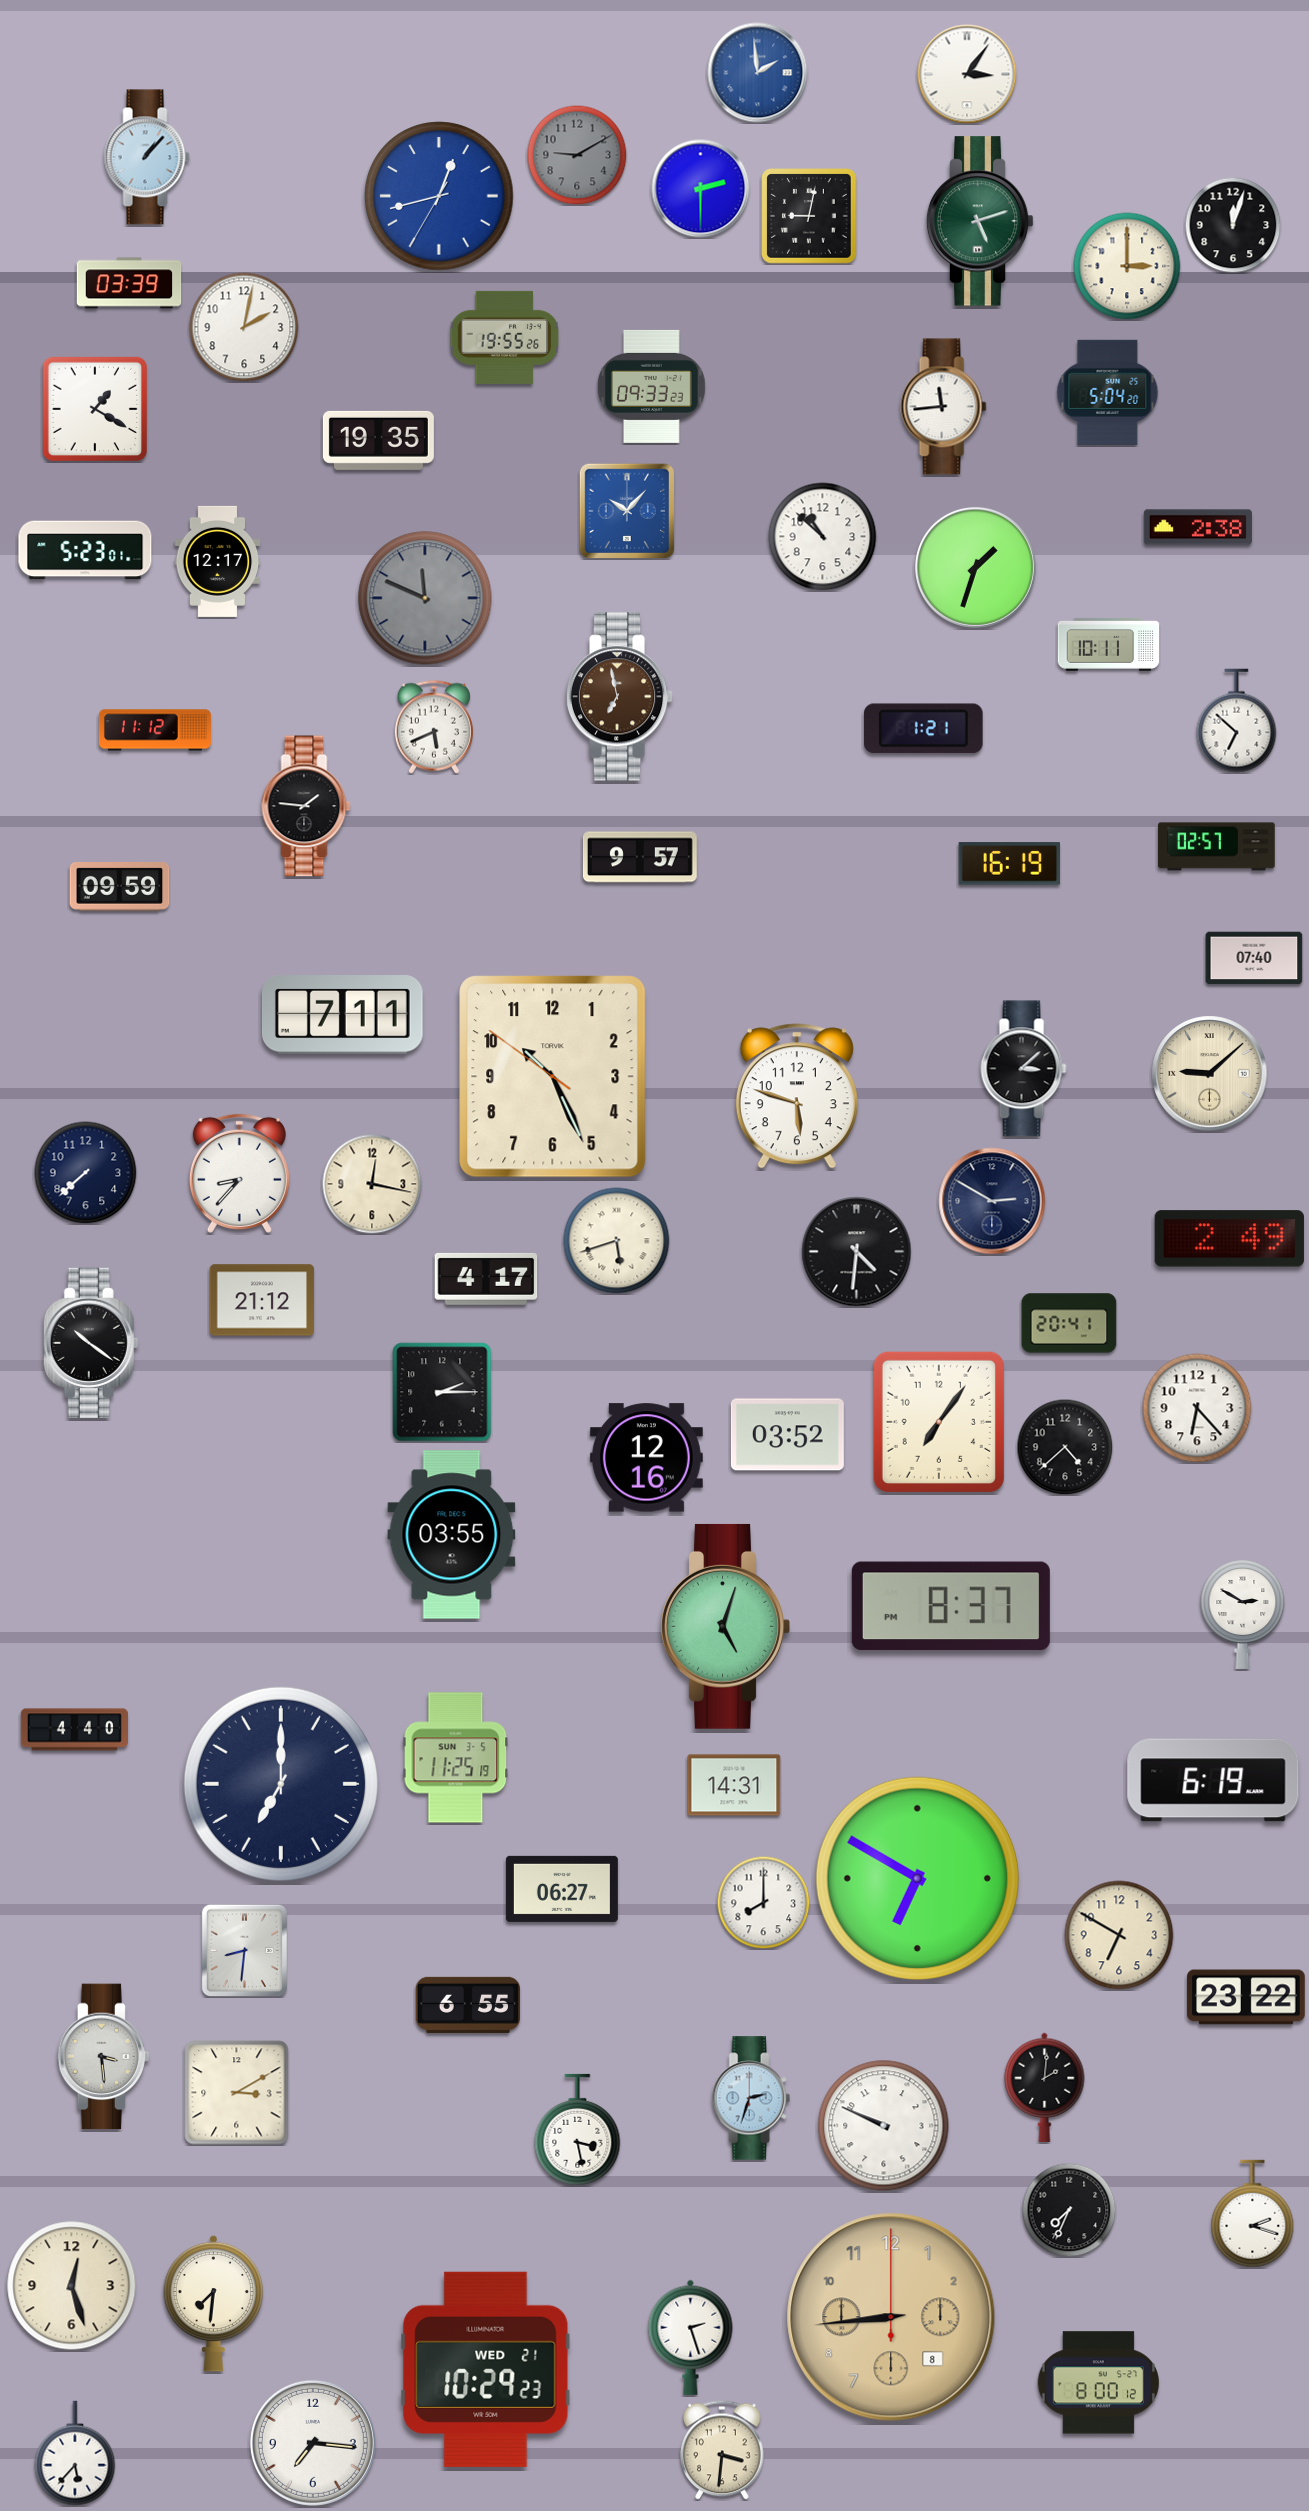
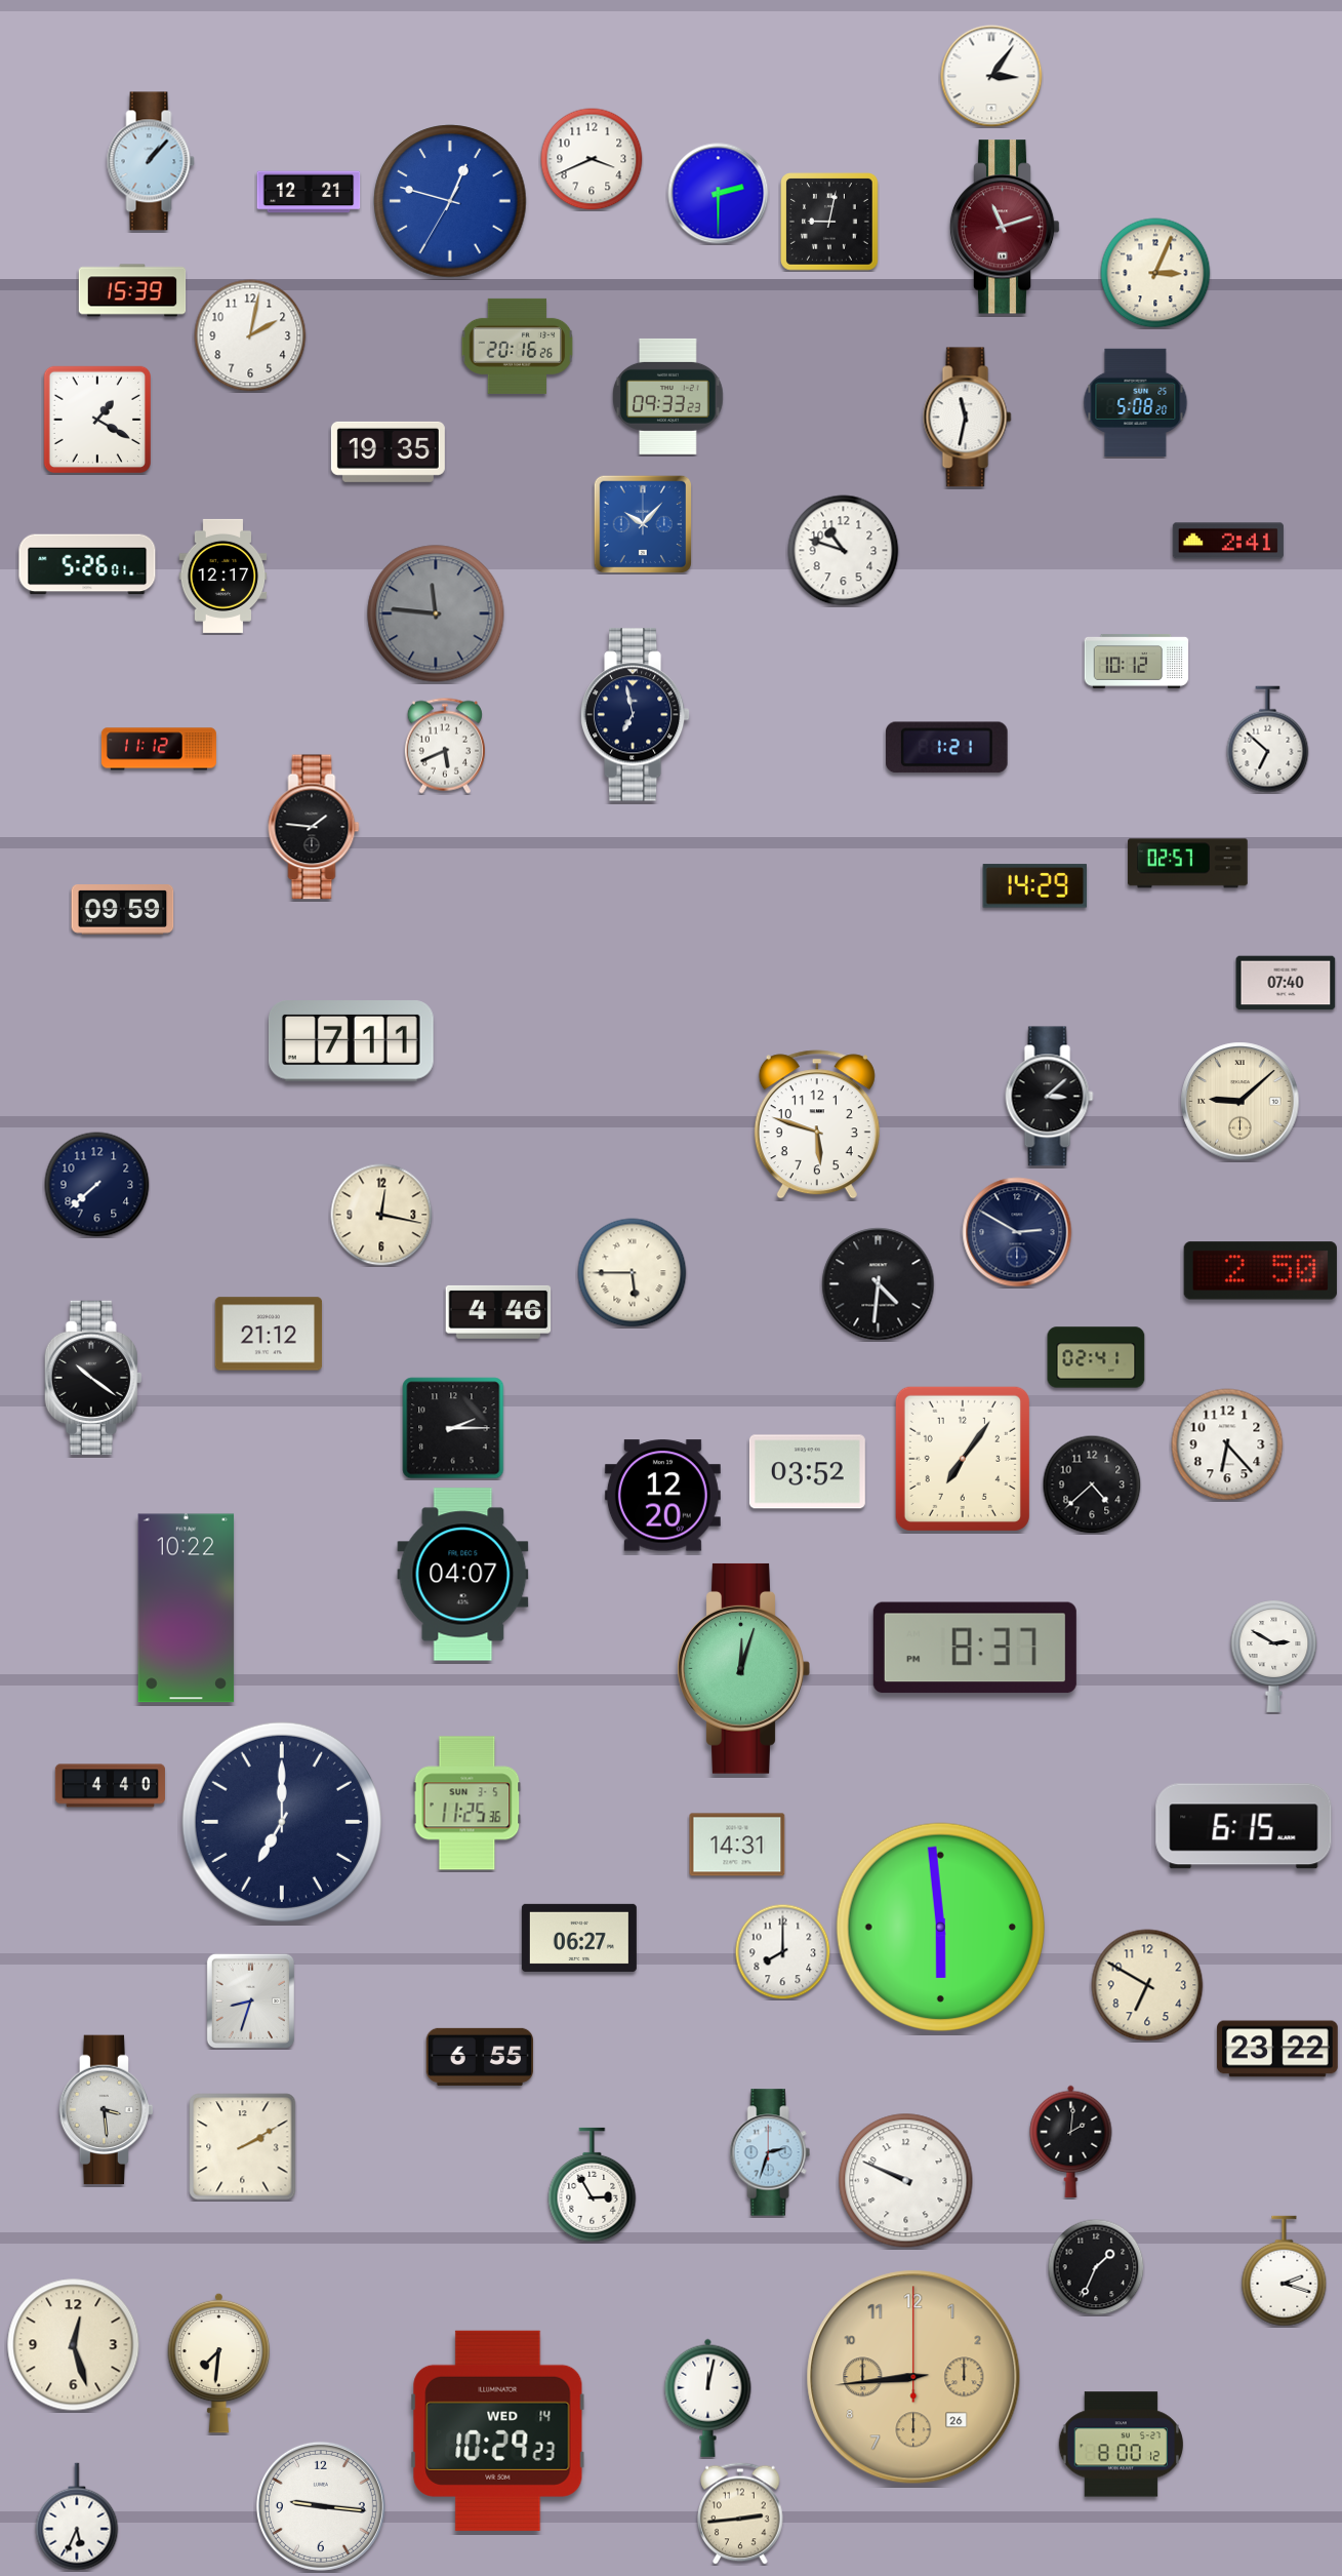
clock at (758, 73): 1:59 -> none
clock at (577, 155): 9:10 -> 3:41
clock at (577, 155) dial: grey -> white
clock at (309, 192): none -> 12:21
clock at (439, 196): 12:42 -> 12:47
clock at (980, 221): 5:12 -> 11:12
clock at (980, 221) dial: green -> burgundy
clock at (1233, 225): 12:03 -> none
clock at (1127, 266): 3:00 -> 3:04
clock at (129, 283): 03:39 -> 15:39
clock at (505, 337): 19:55 -> 20:16
clock at (1108, 392): 5:04 -> 5:08
clock at (944, 407): 11:44 -> 11:32
clock at (1198, 527): 2:38 -> 2:41
clock at (823, 537): 10:52 -> 10:48
clock at (85, 550): 5:23 -> 5:26
clock at (975, 567): 1:33 -> none
clock at (425, 598): 11:49 -> 11:46
clock at (1109, 644): 10:11 -> 10:12
clock at (620, 697) dial: brown -> navy
clock at (1217, 847) position: (1217, 847) -> (1188, 864)
clock at (640, 857): 9:57 -> none
clock at (1010, 864): 16:19 -> 14:29
clock at (553, 1077): 10:25 -> none
clock at (86, 1173) position: (86, 1173) -> (97, 1185)
clock at (239, 1173): 8:37 -> none
clock at (1229, 1239): 2:49 -> 2:50
clock at (617, 1241): 5:42 -> 5:45
clock at (486, 1279): 4:17 -> 4:46
clock at (1069, 1323): 20:41 -> 02:41
clock at (646, 1458): 12:16 -> 12:20
clock at (452, 1535): 03:55 -> 04:07
clock at (187, 1609): none -> 10:22
clock at (725, 1626): 5:03 -> 12:03
clock at (74, 1730) position: (74, 1730) -> (110, 1786)
clock at (456, 1758): 11:25:19 -> 11:25:36
clock at (1213, 1780): 6:19 -> 6:15
clock at (281, 1784) position: (281, 1784) -> (282, 1822)
clock at (734, 1785) position: (734, 1785) -> (737, 1845)
clock at (917, 1878): 6:50 -> 5:59
clock at (562, 1889) position: (562, 1889) -> (579, 1938)
clock at (244, 1950): 8:31 -> 8:33
clock at (237, 2093): 3:10 -> 2:10
clock at (578, 2130): 3:28 -> 2:55
clock at (1069, 2210): 7:34 -> 1:34
clock at (891, 2317) date: 8 -> 26
clock at (691, 2337): 2:27 -> 12:02
clock at (486, 2369) date: WED 21 -> WED 14
clock at (1098, 2383) position: (1098, 2383) -> (1121, 2445)
clock at (313, 2443): 7:16 -> 9:16
clock at (722, 2450): 3:31 -> 2:44
clock at (75, 2453): 5:37 -> 5:34
